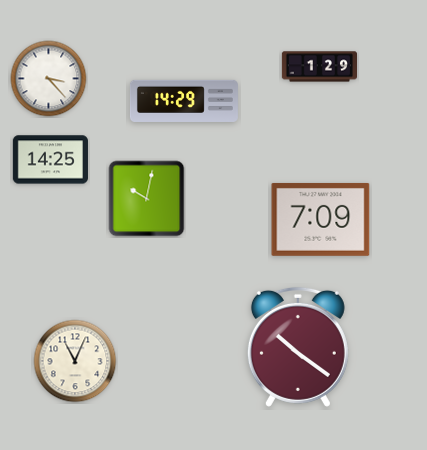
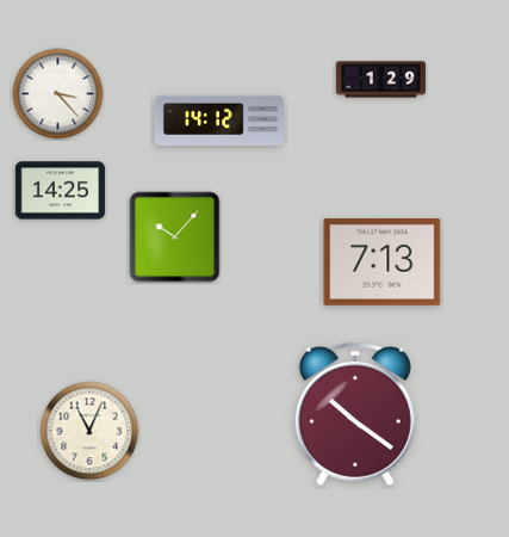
clock at (184, 101): 14:29 -> 14:12
clock at (147, 199): 10:02 -> 10:07
clock at (321, 219): 7:09 -> 7:13
